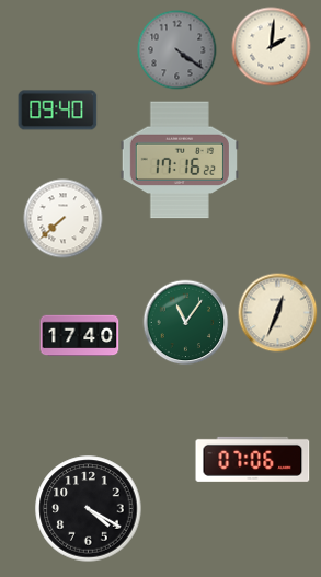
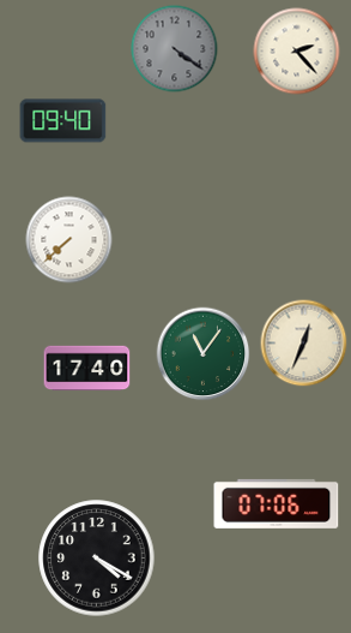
clock at (272, 47): 2:01 -> 2:23
clock at (177, 50) position: (177, 50) -> (175, 49)
clock at (180, 160): 17:16 -> none
